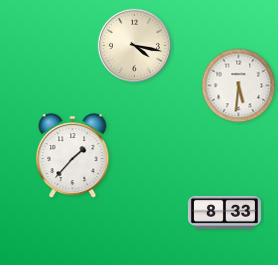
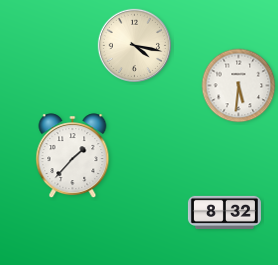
clock at (224, 212): 8:33 -> 8:32
